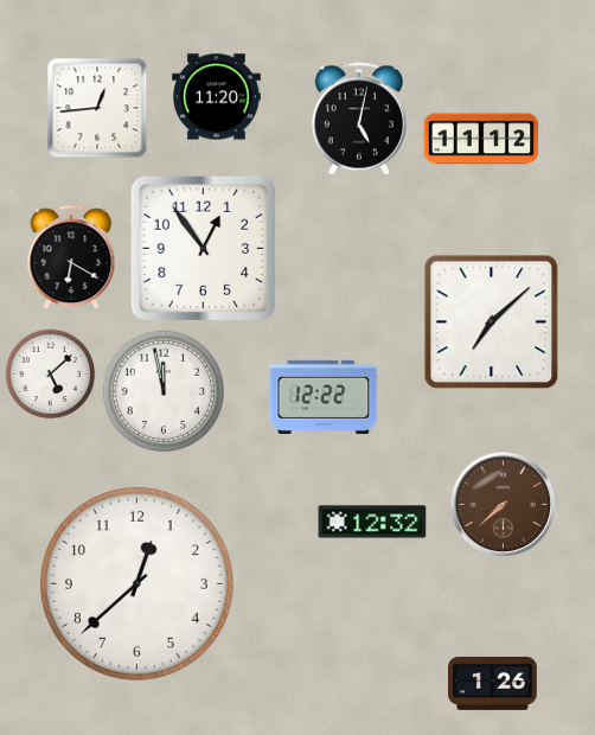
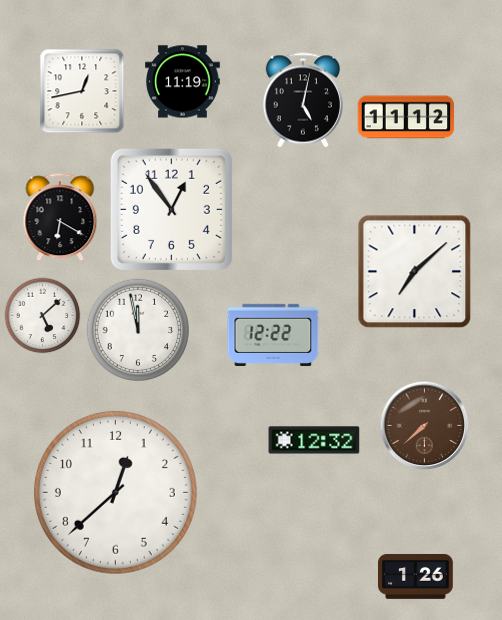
clock at (217, 97): 11:20 -> 11:19
clock at (97, 108): 12:44 -> 12:43
